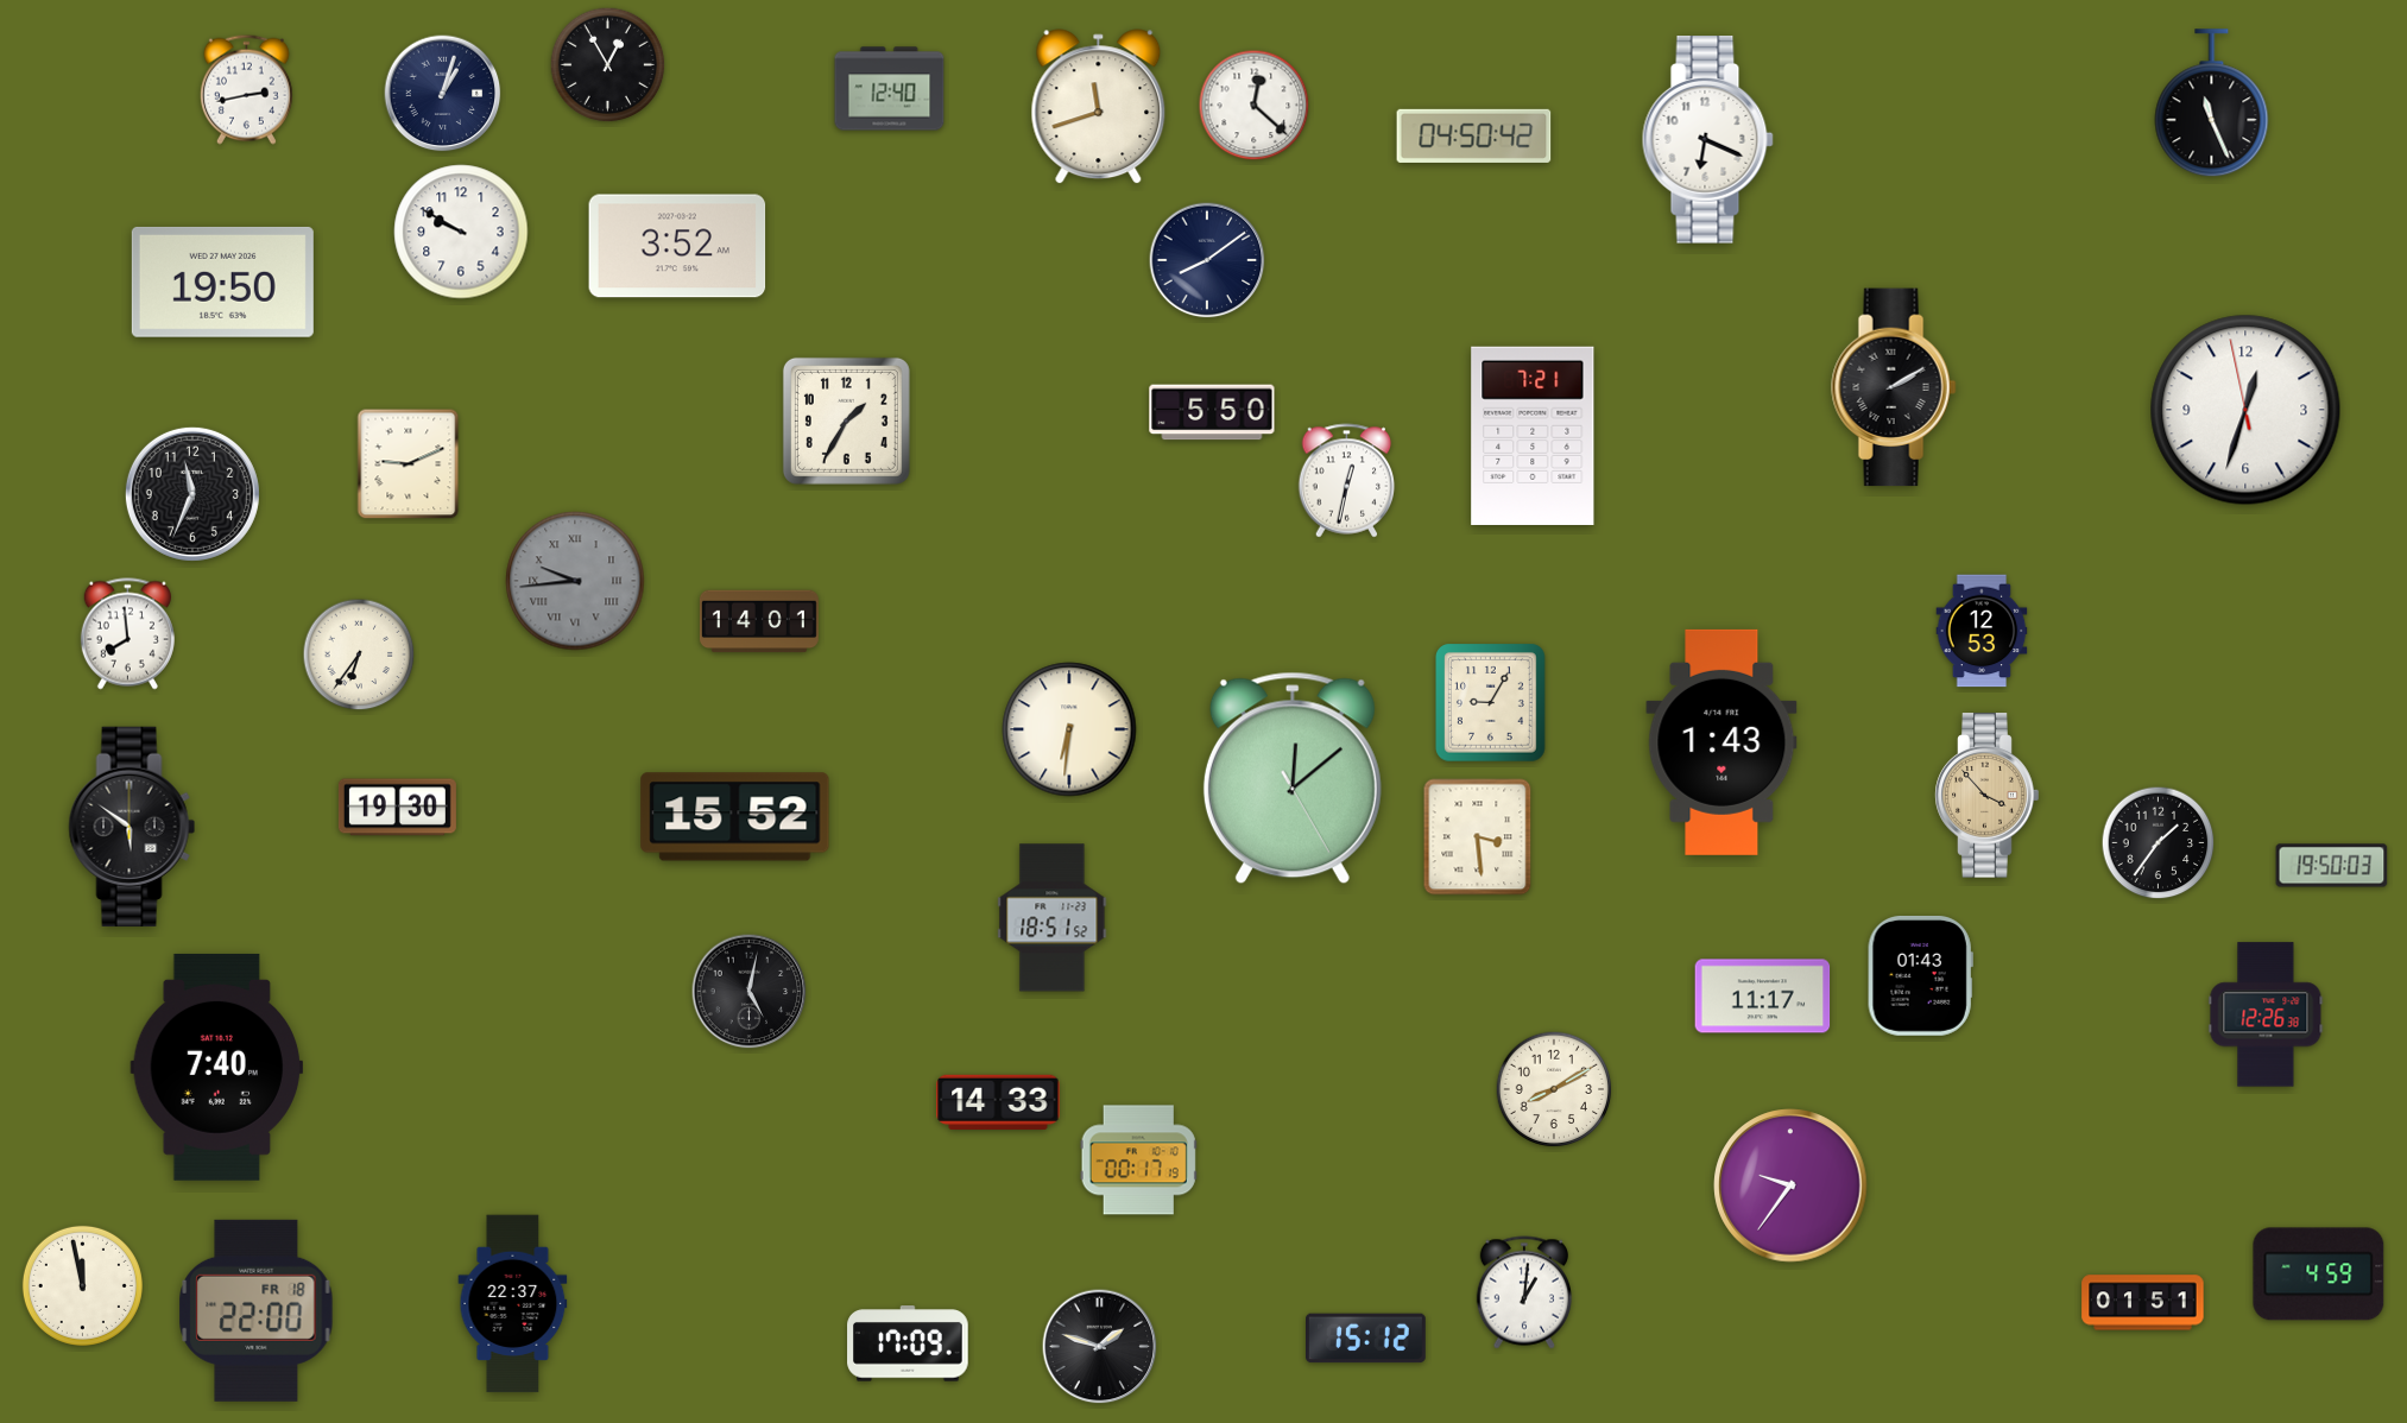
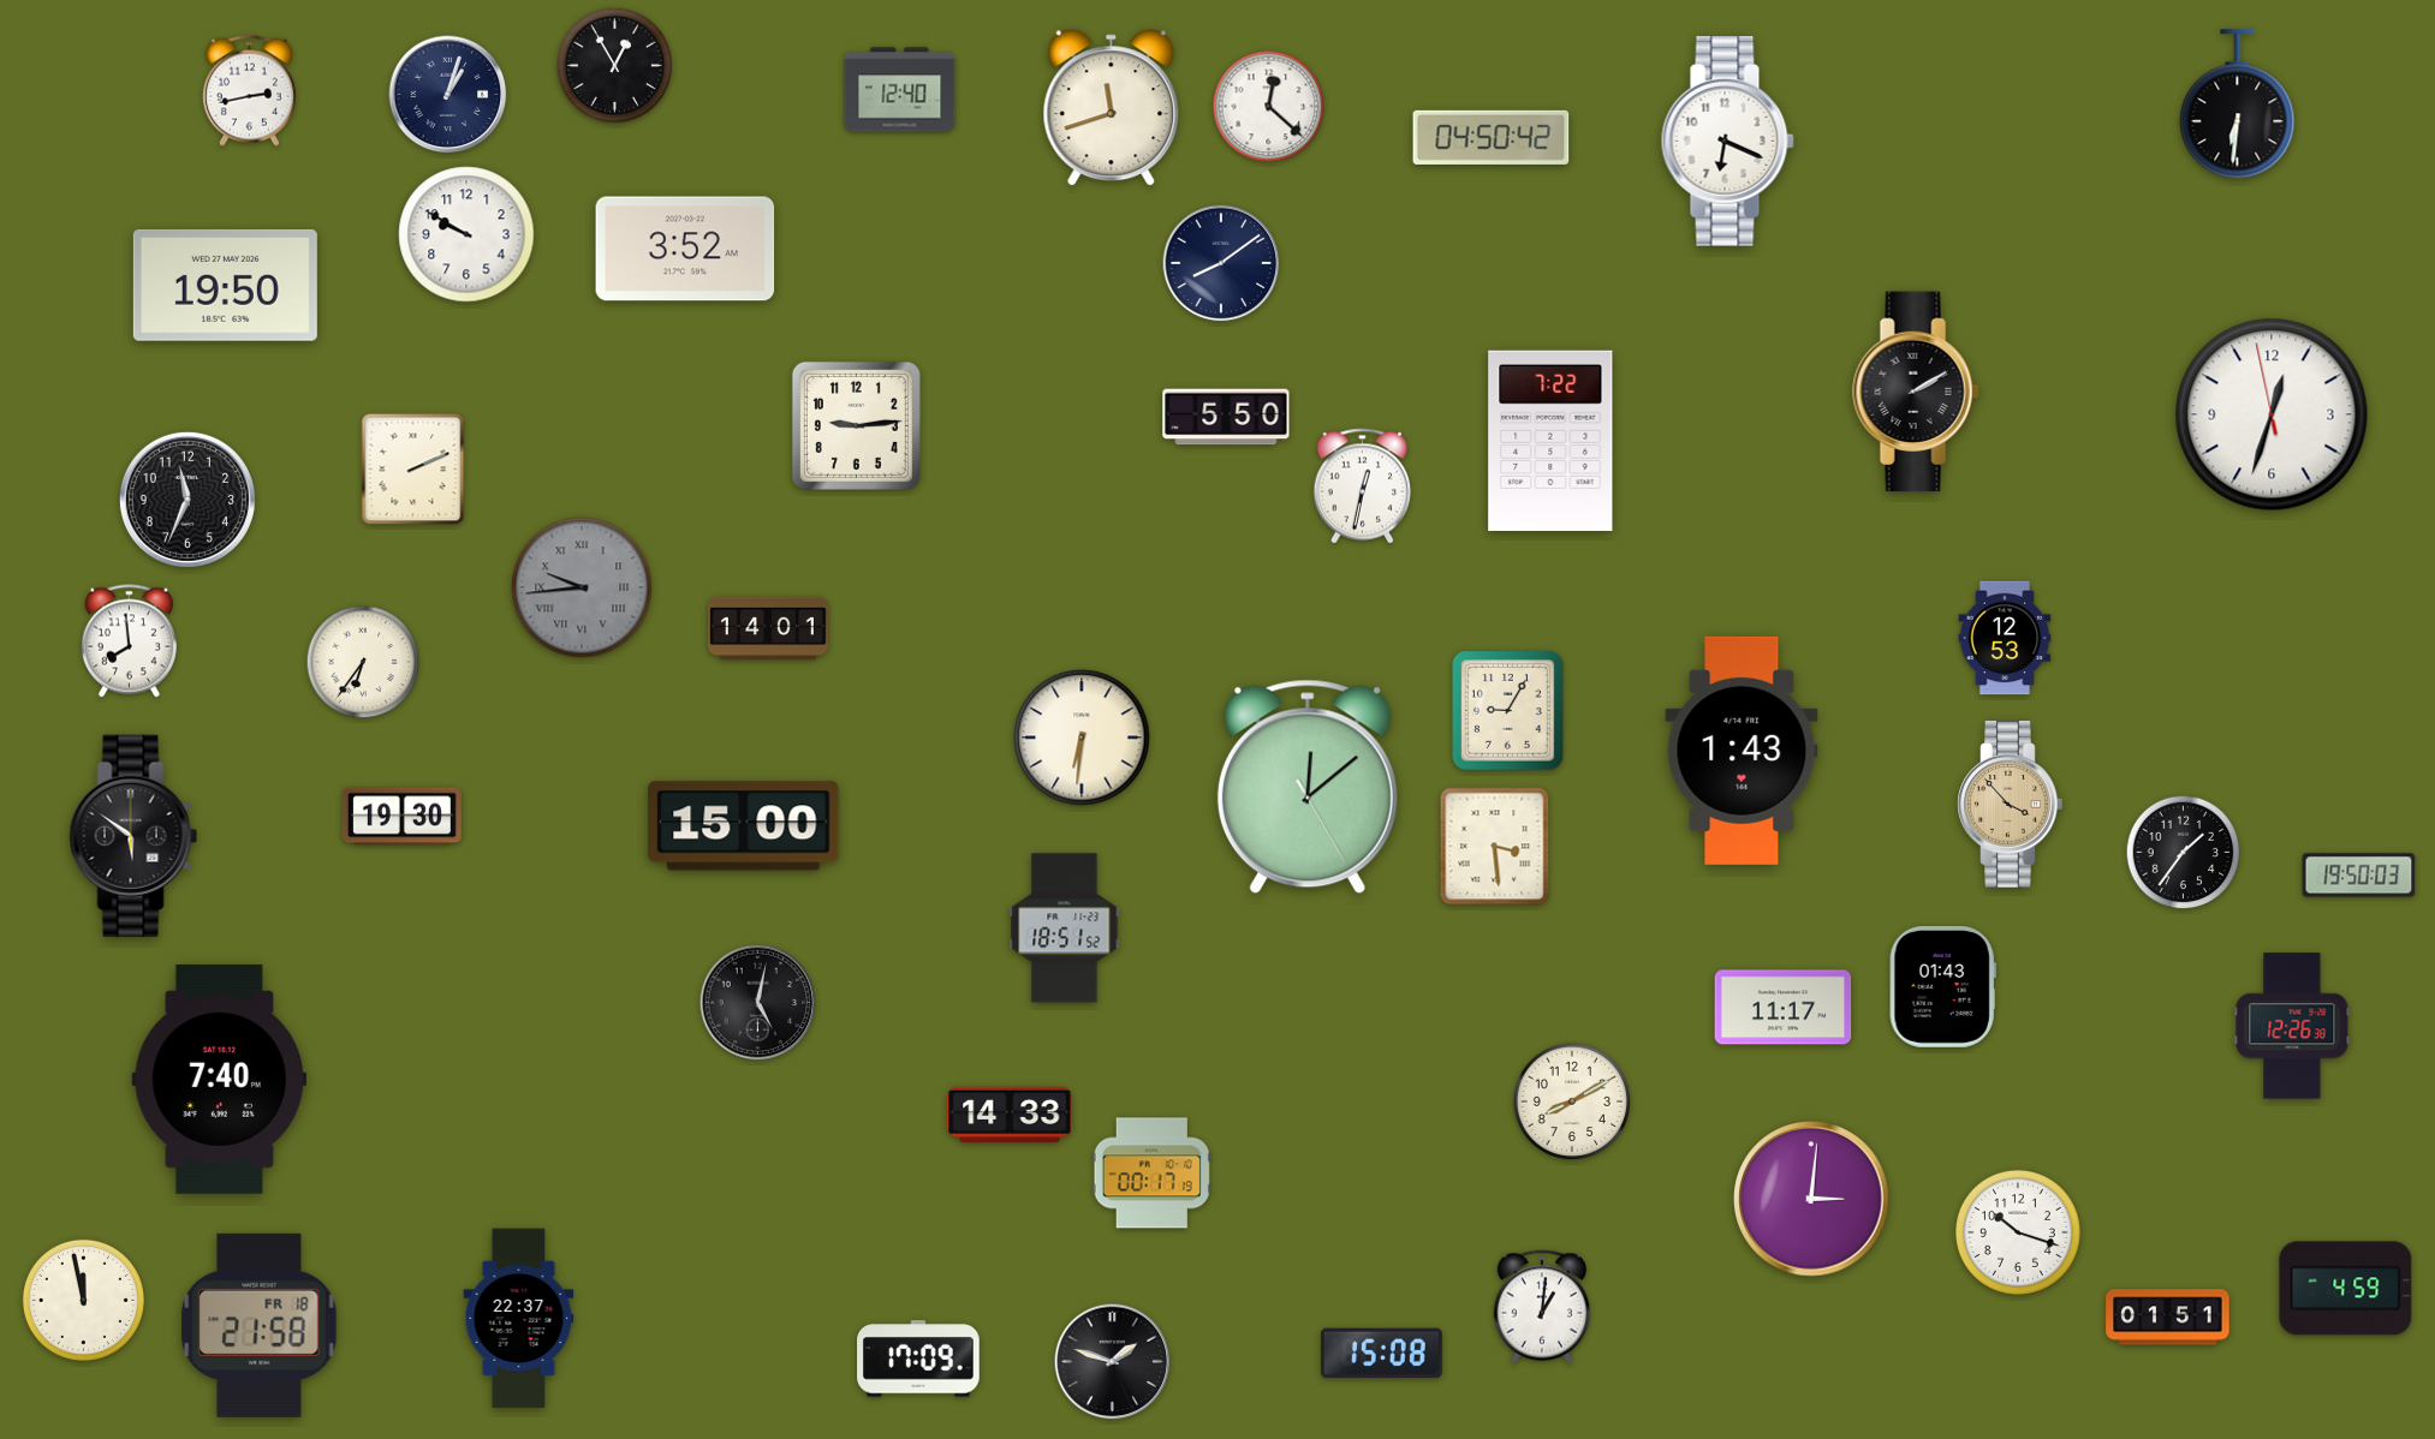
clock at (2212, 103): 11:26 -> 6:31
clock at (846, 420): 1:35 -> 9:14
clock at (1533, 436): 7:21 -> 7:22
clock at (409, 464): 9:11 -> 2:11
clock at (192, 494) position: (192, 494) -> (187, 500)
clock at (735, 817): 15:52 -> 15:00
clock at (1790, 1185): 9:36 -> 3:01
clock at (2018, 1232): none -> 10:18
clock at (257, 1310): 22:00 -> 21:58
clock at (1366, 1339): 15:12 -> 15:08
